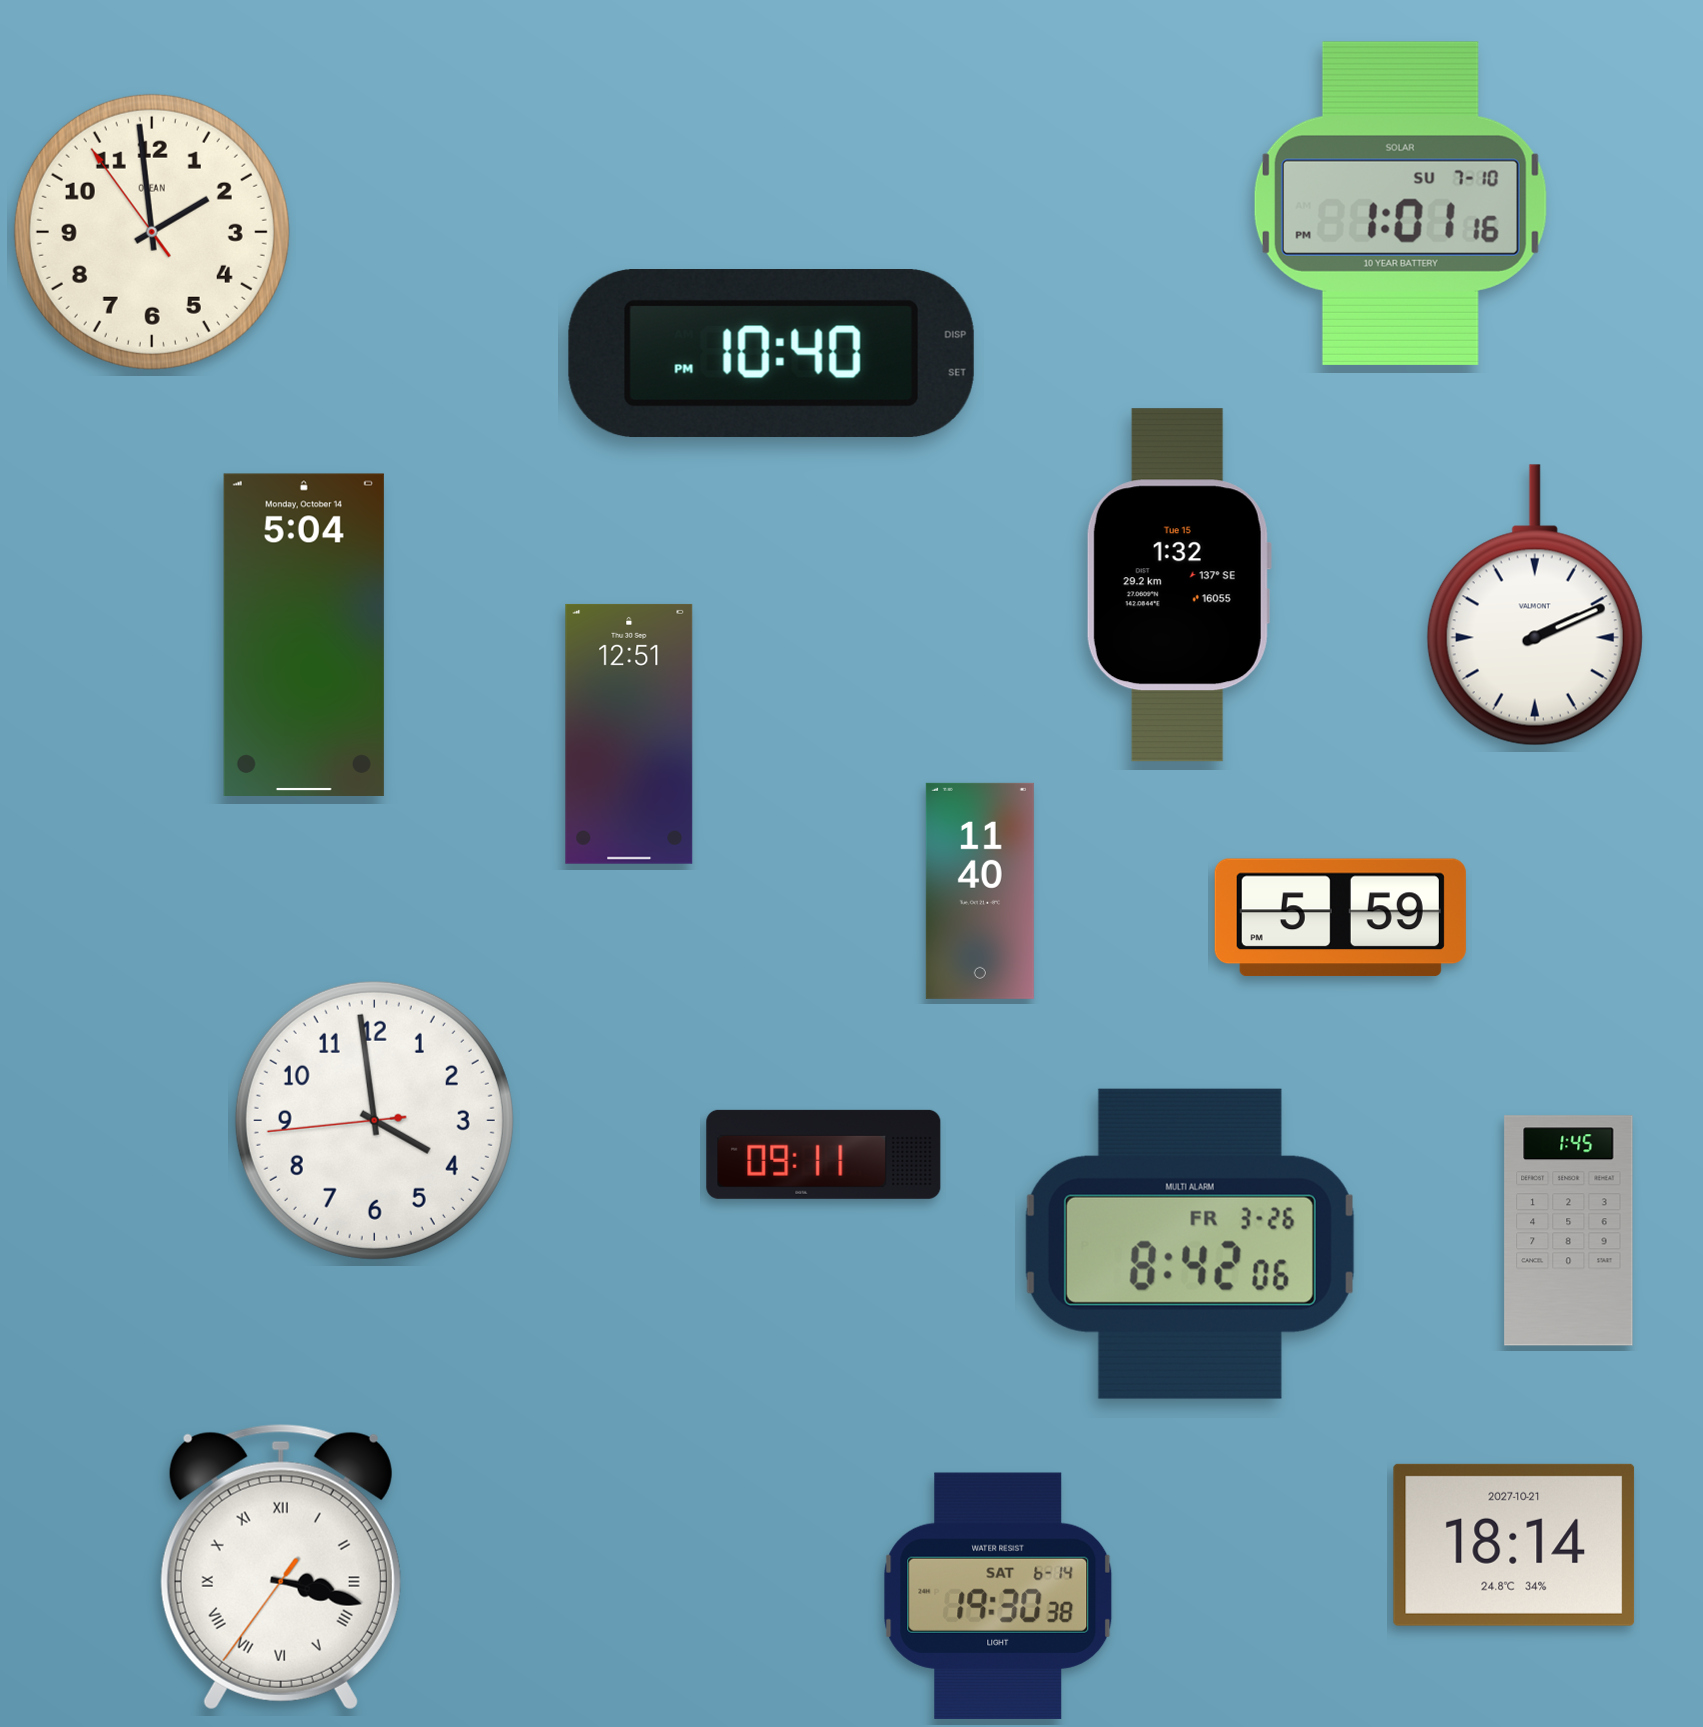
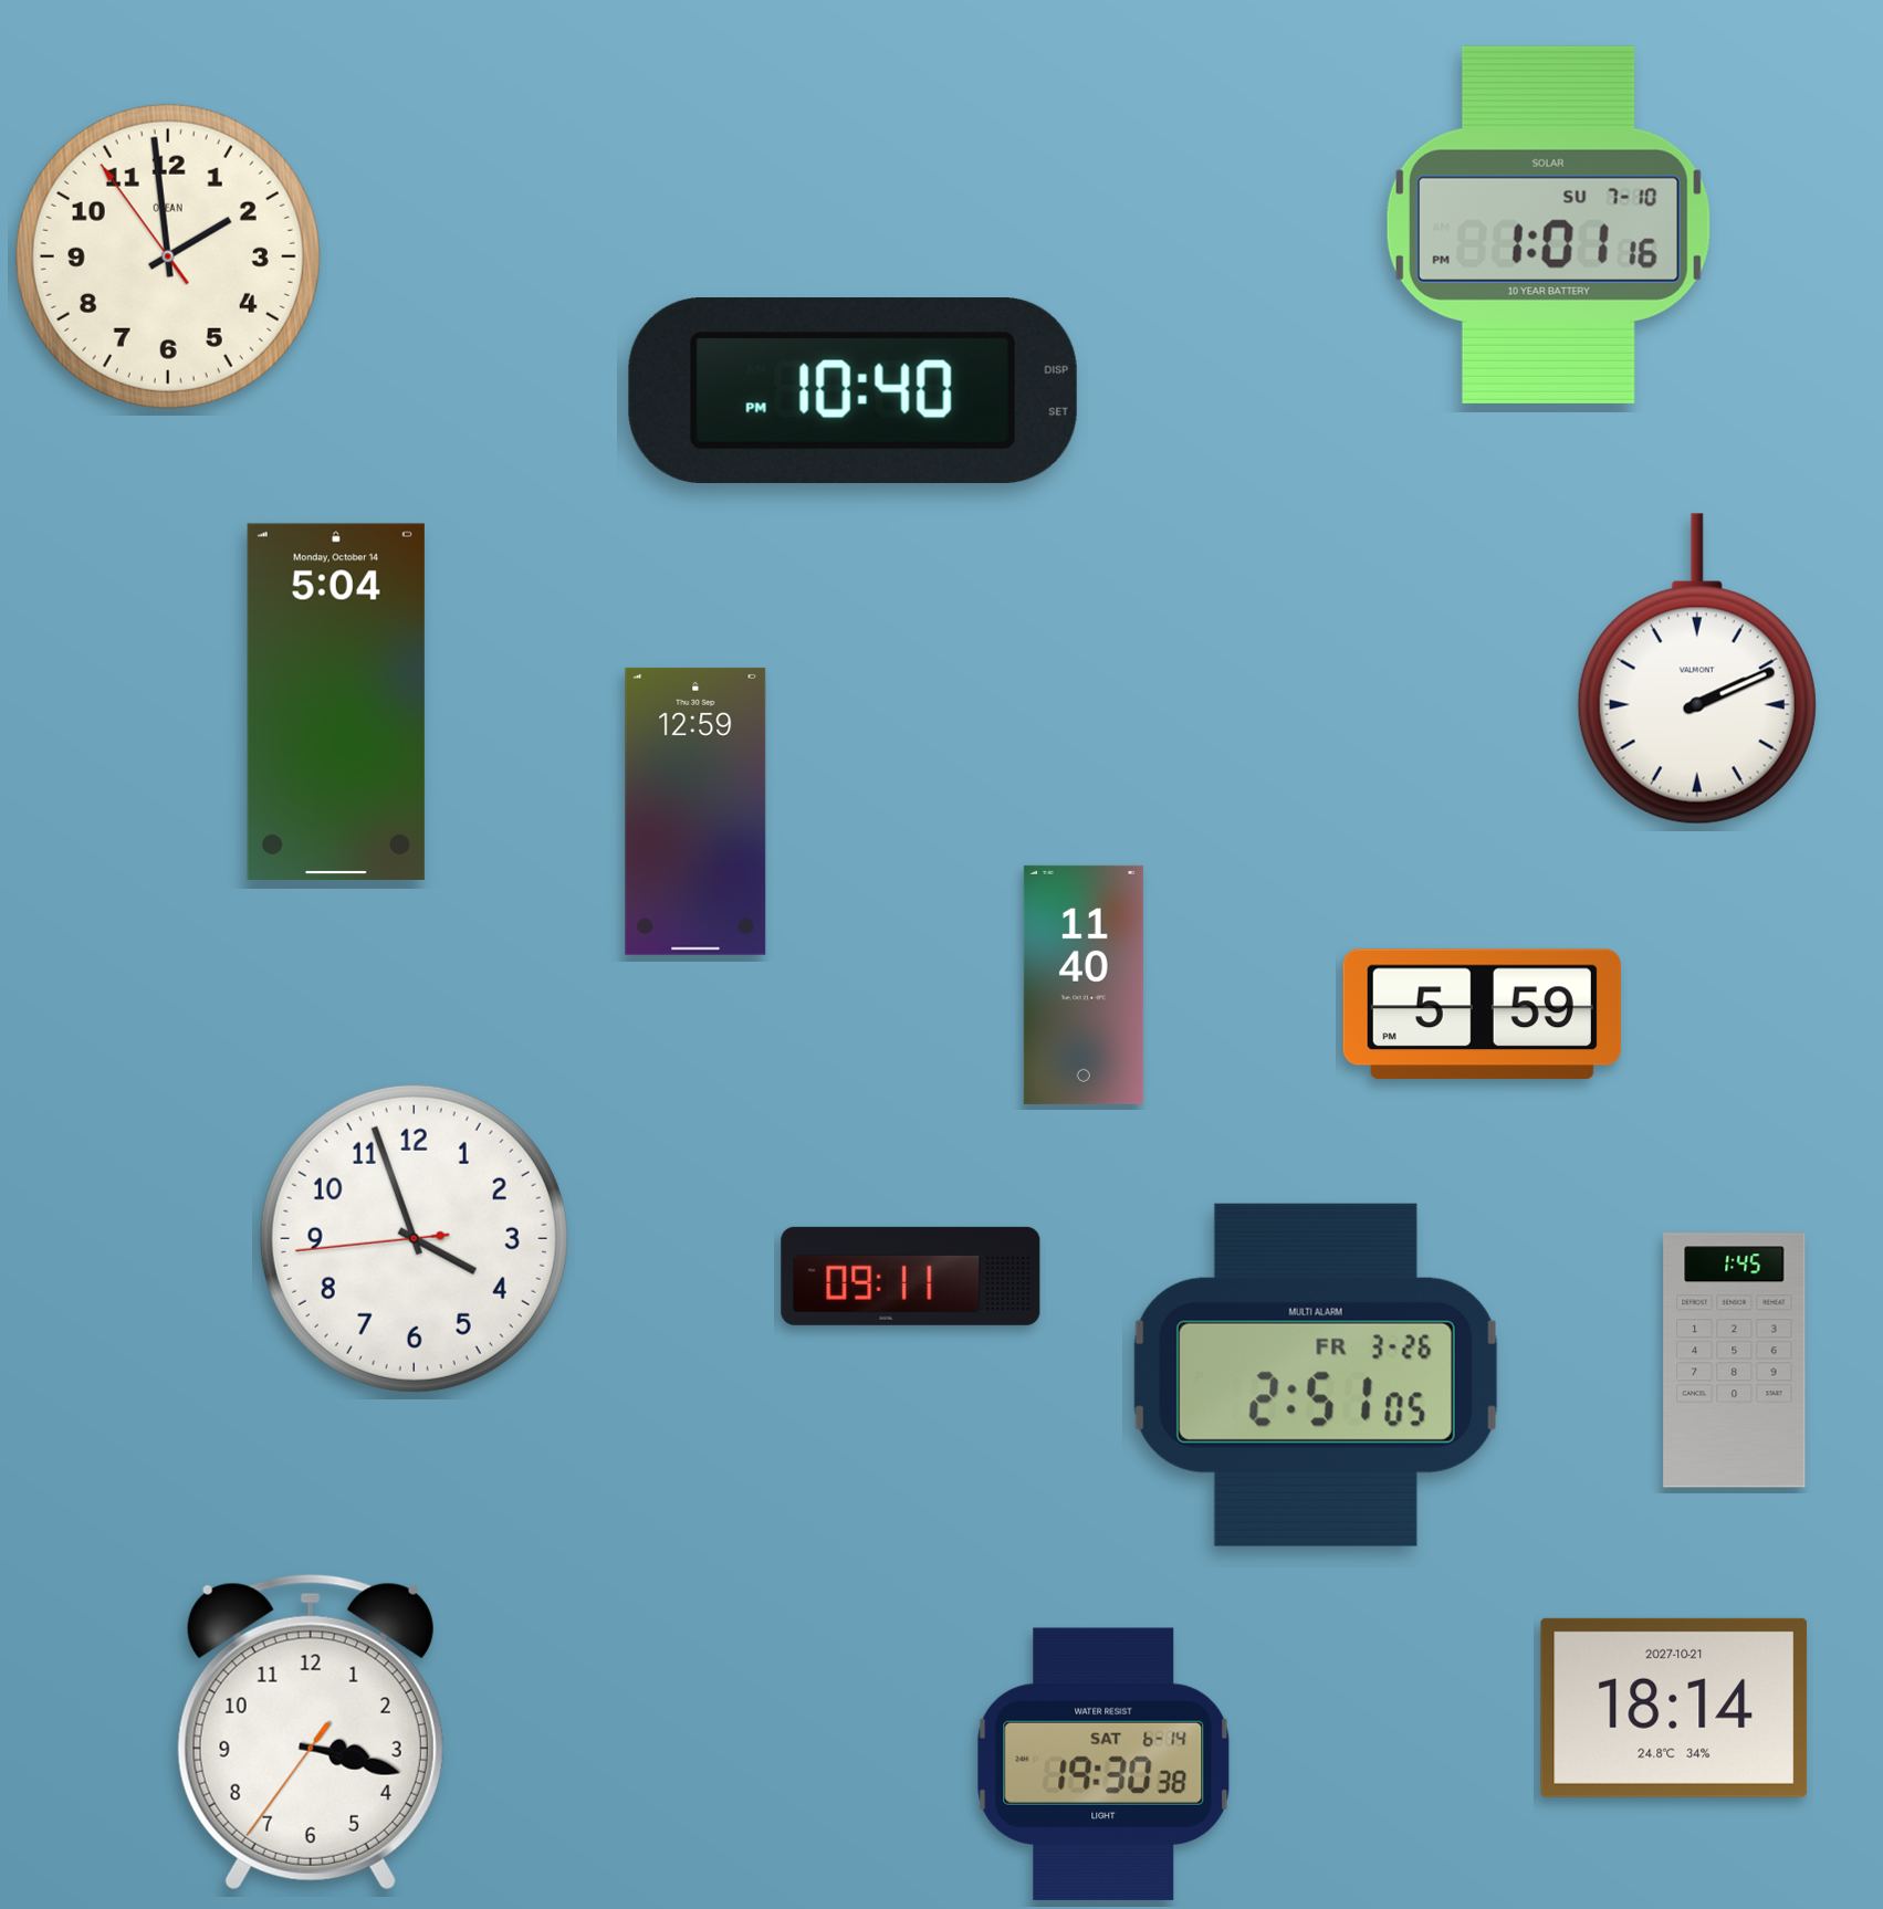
clock at (1179, 585): 1:32 -> none
clock at (629, 734): 12:51 -> 12:59
clock at (374, 1120): 3:58 -> 3:56
clock at (1190, 1244): 8:42 -> 2:51
clock at (281, 1567) numerals: Roman -> Arabic
